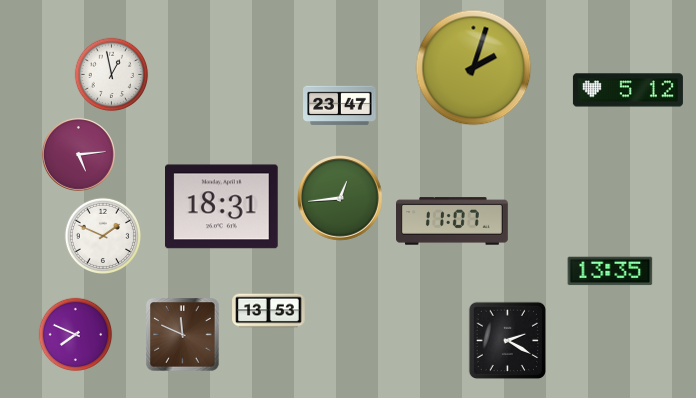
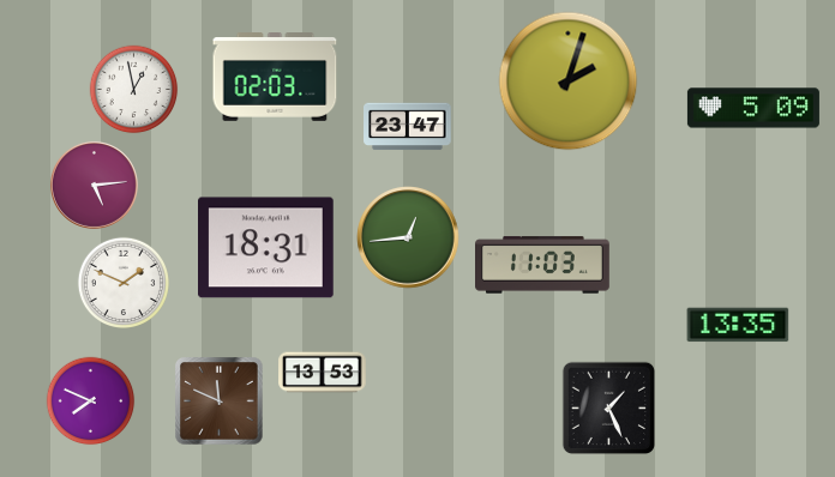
clock at (275, 78): none -> 02:03
clock at (628, 90): 5:12 -> 5:09
clock at (453, 221): 11:07 -> 11:03
clock at (610, 271) position: (610, 271) -> (738, 325)
clock at (508, 341): 2:20 -> 1:26
